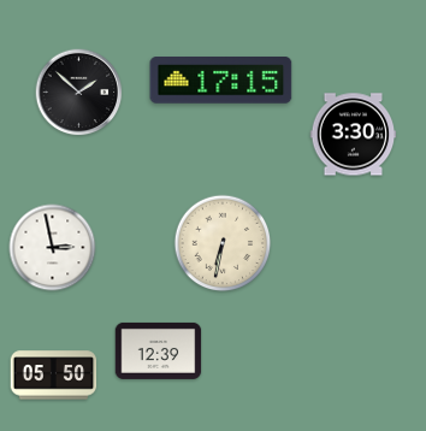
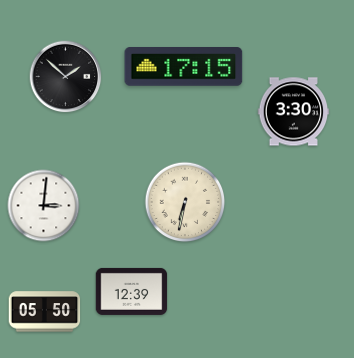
clock at (53, 248): 2:58 -> 3:01
